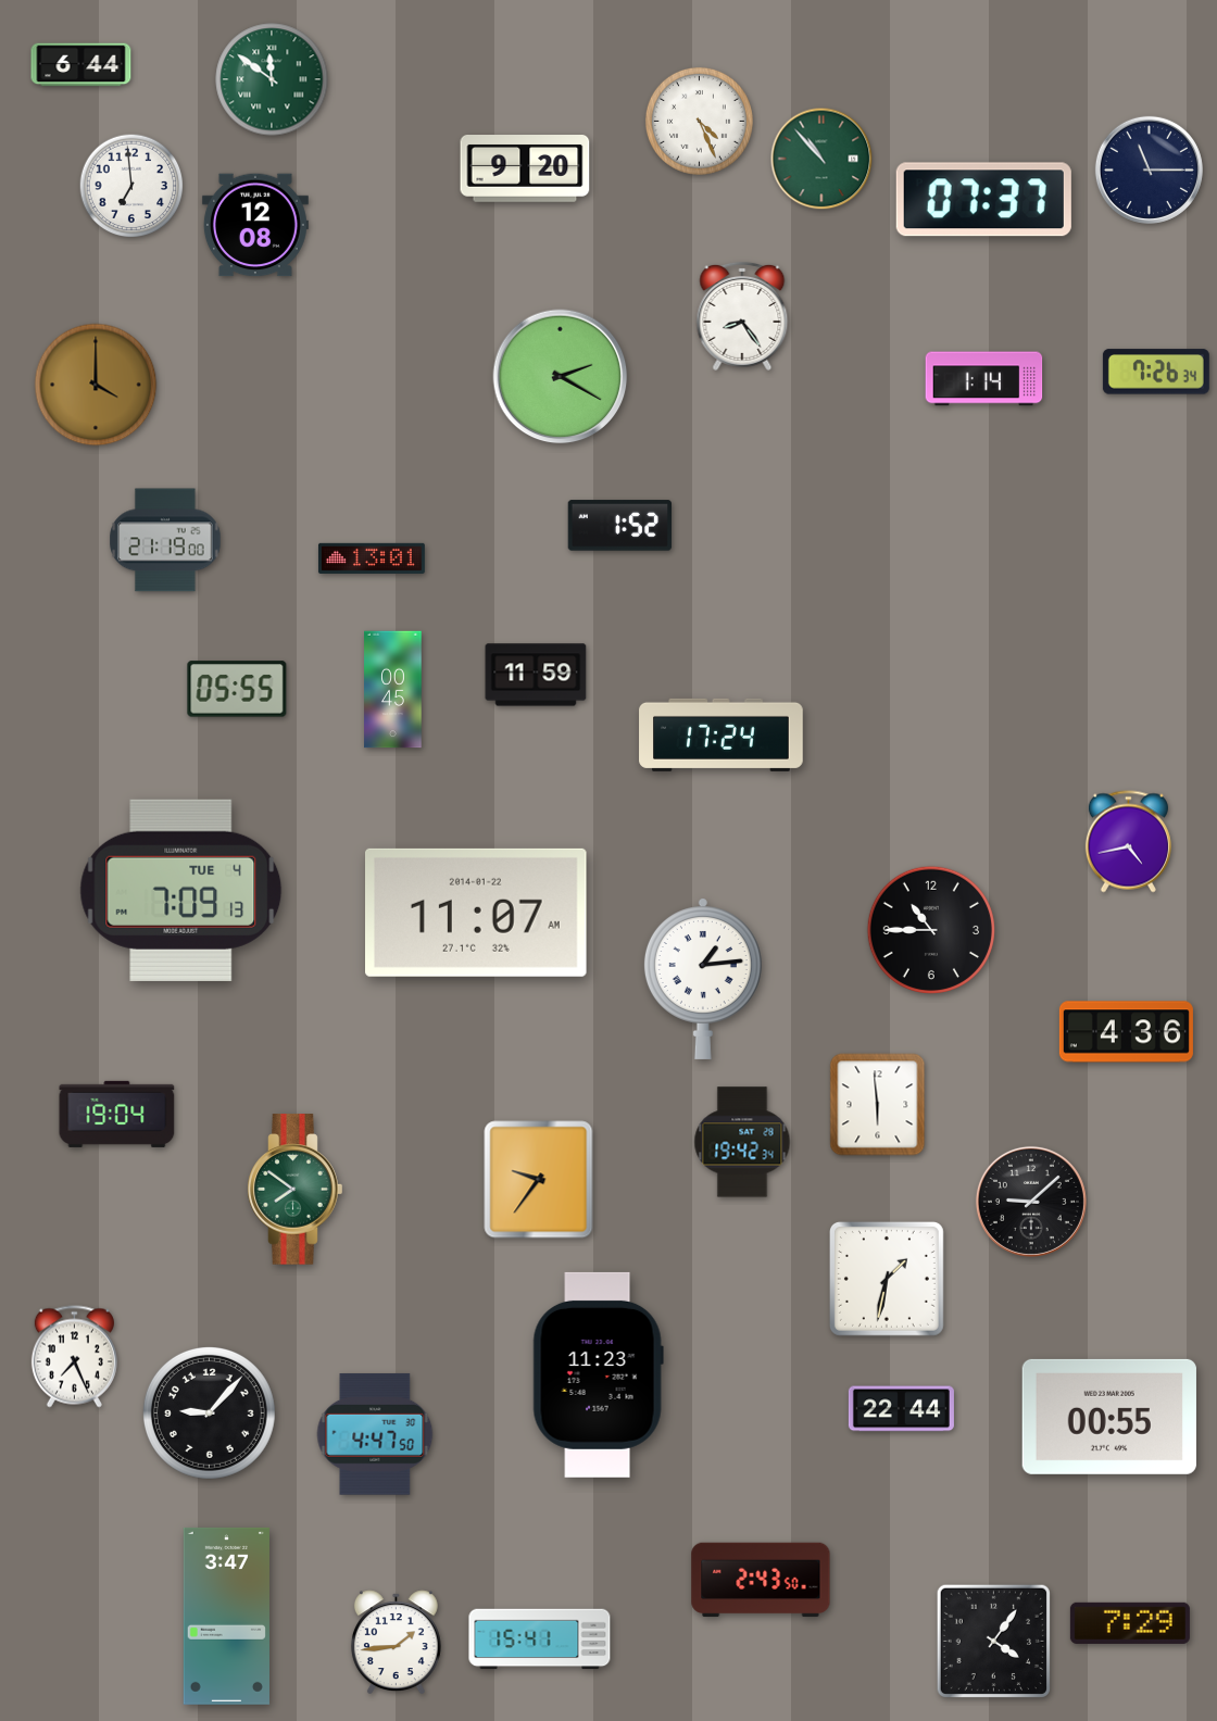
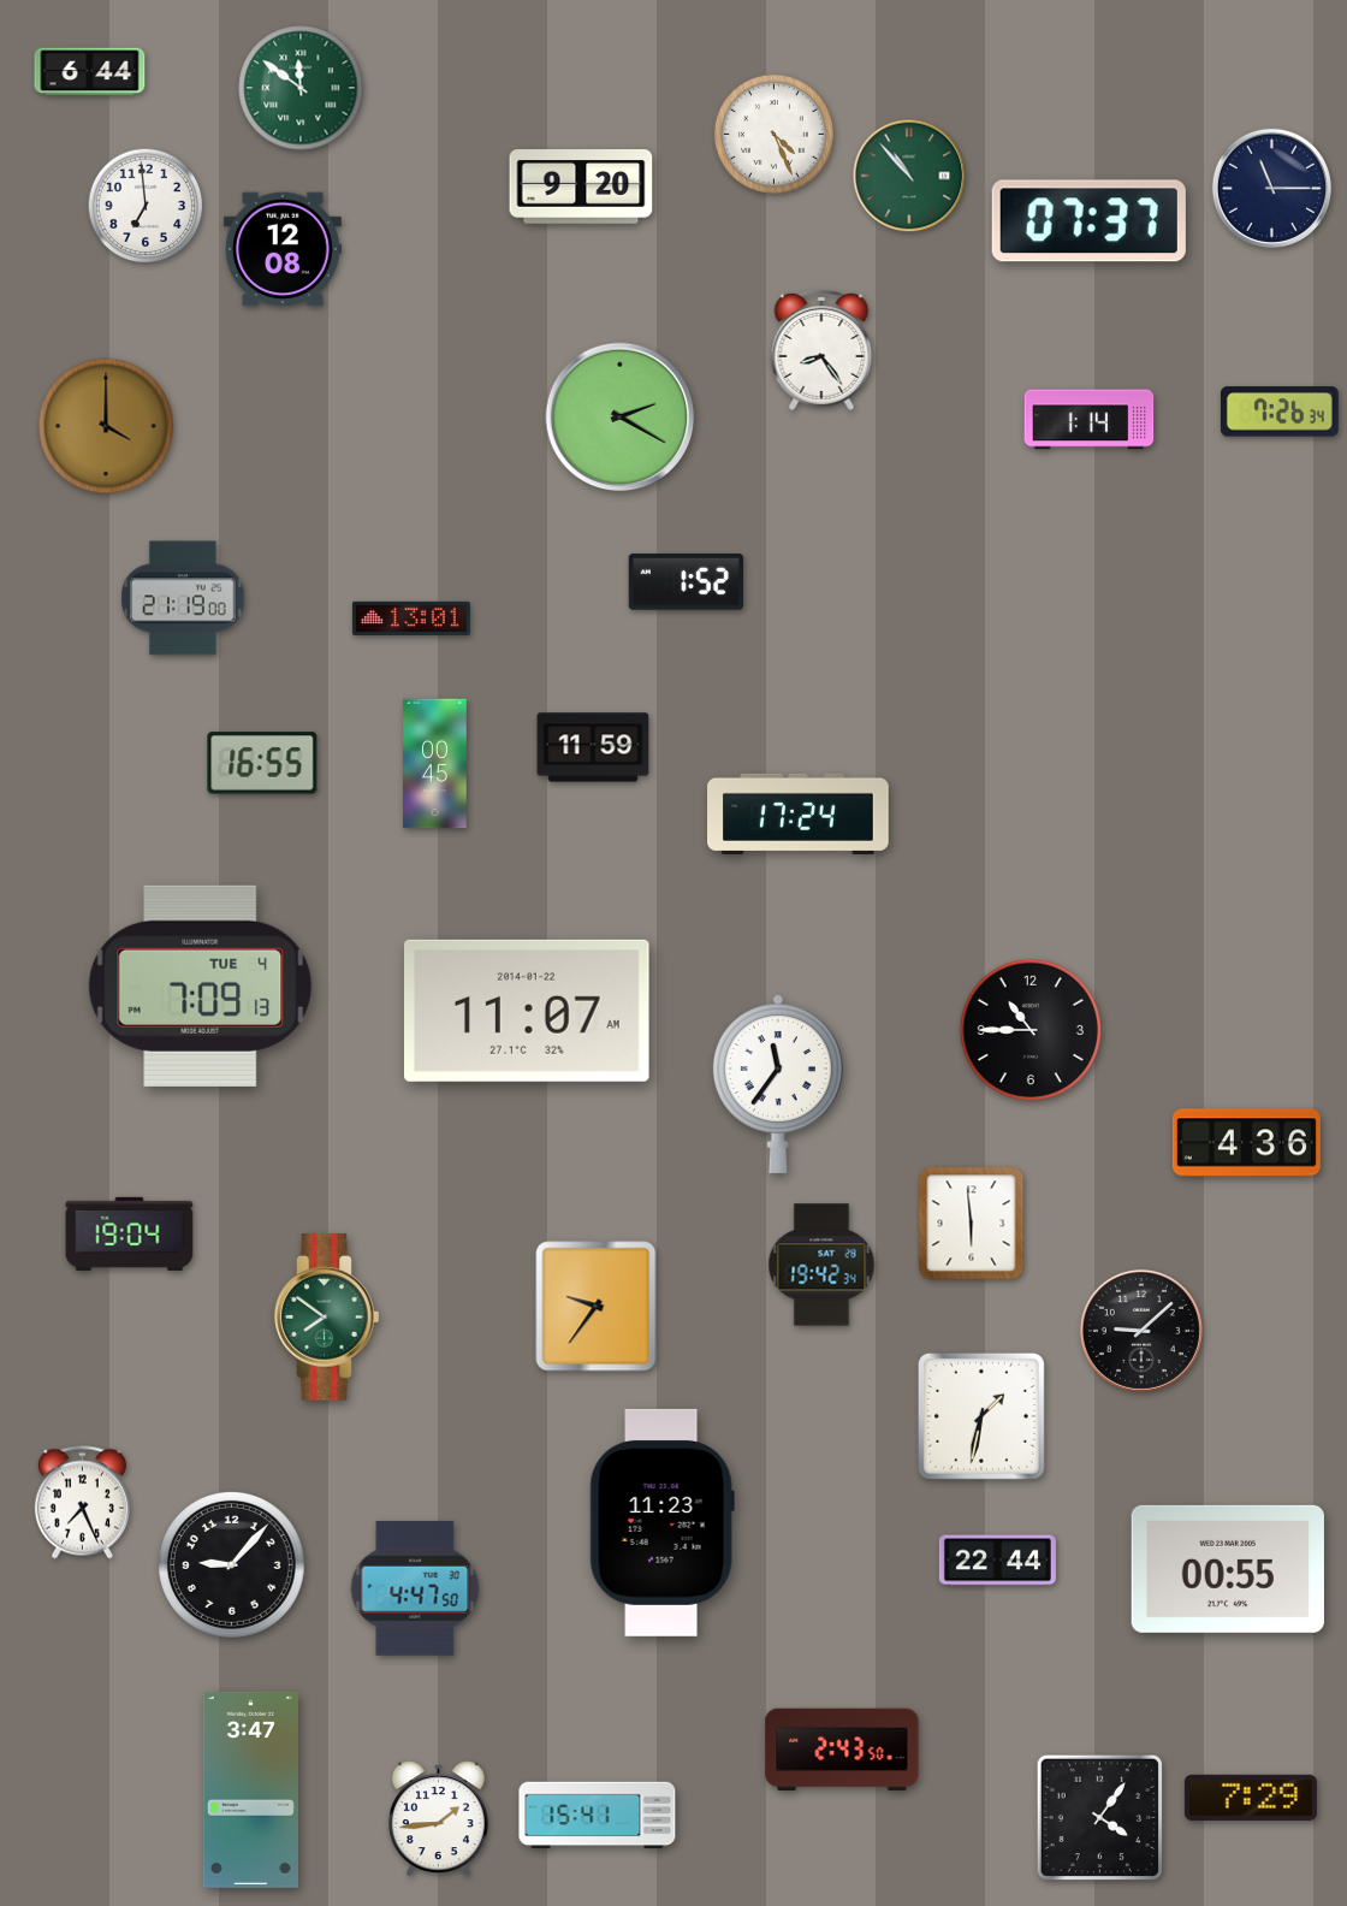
clock at (237, 689): 05:55 -> 16:55
clock at (1128, 842): 4:43 -> none
clock at (703, 979): 1:14 -> 11:36
